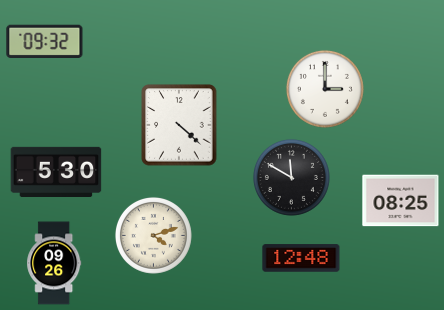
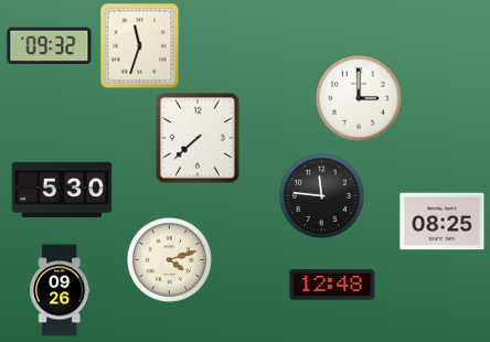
clock at (140, 45): none -> 11:33
clock at (179, 125): 4:22 -> 7:38
clock at (291, 177): 11:50 -> 11:46
